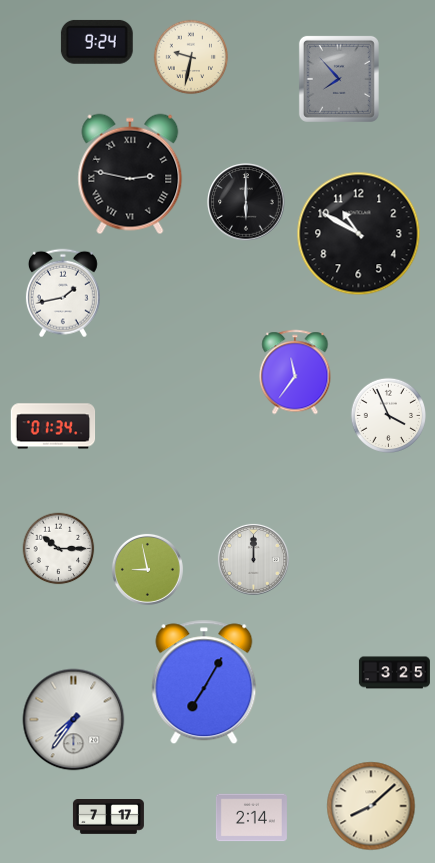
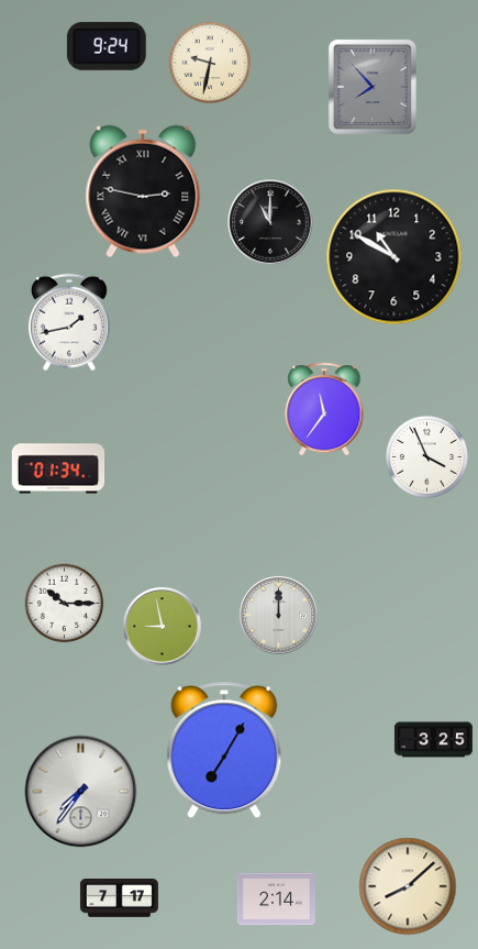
clock at (246, 202): 6:00 -> 11:00
